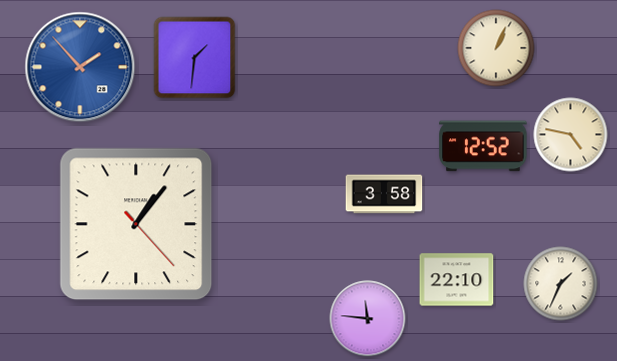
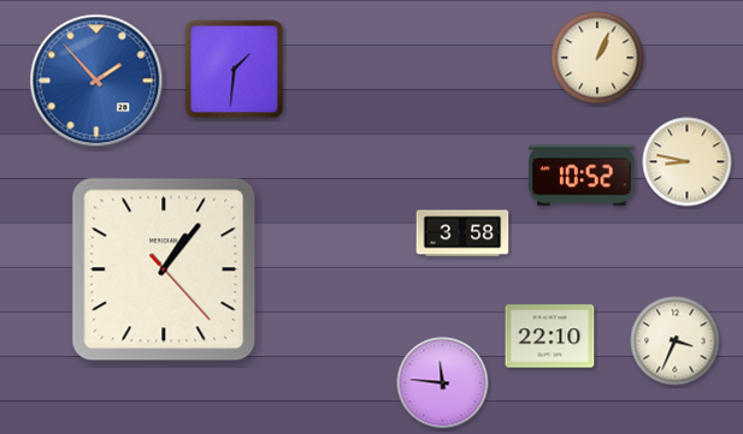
clock at (571, 135): 4:47 -> 8:47
clock at (483, 146): 12:52 -> 10:52
clock at (561, 284): 1:34 -> 3:34
